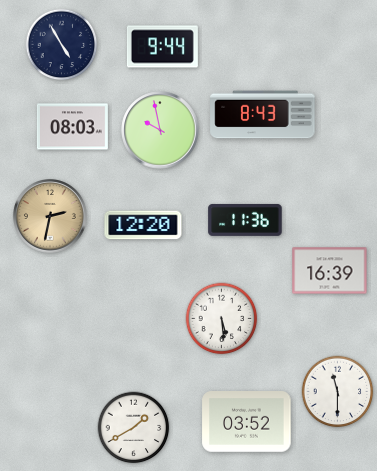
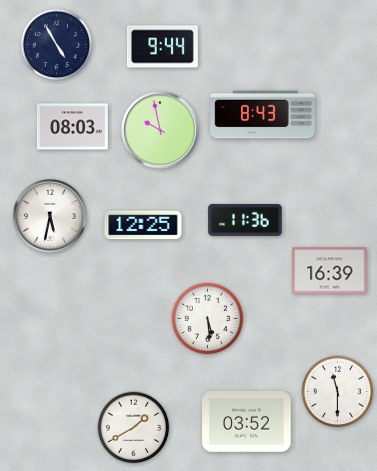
clock at (62, 45) position: (62, 45) -> (57, 45)
clock at (51, 217): 2:32 -> 5:32
clock at (51, 217) dial: champagne -> white
clock at (143, 225): 12:20 -> 12:25
clock at (222, 319) position: (222, 319) -> (208, 319)
